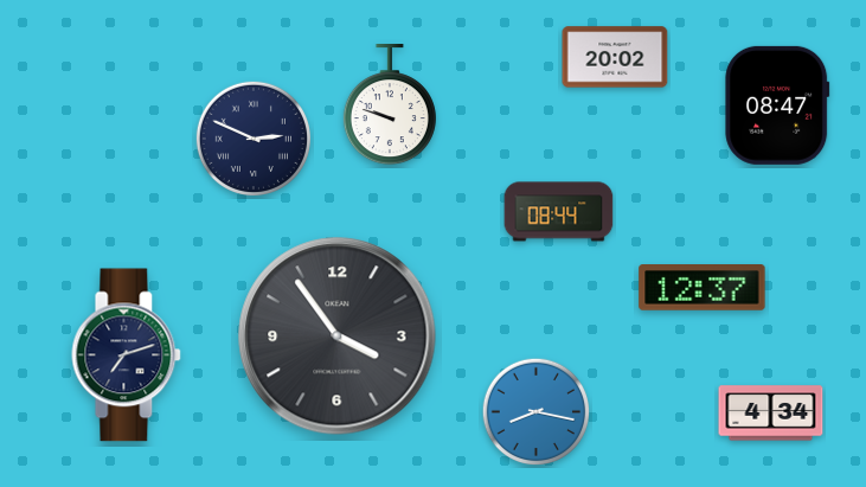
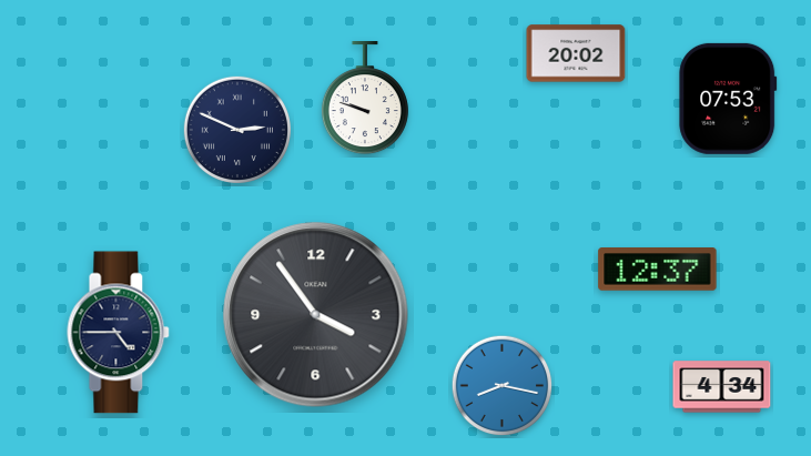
clock at (777, 105): 08:47 -> 07:53
clock at (559, 212): 08:44 -> none
clock at (127, 355): 7:12 -> 4:45
